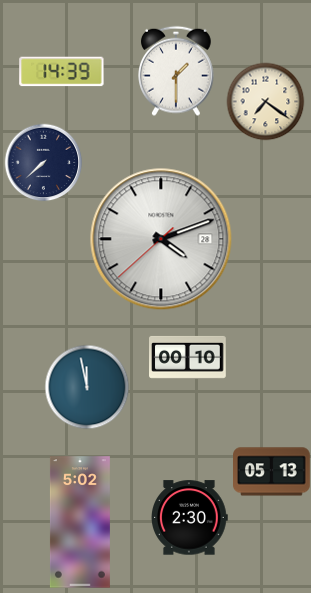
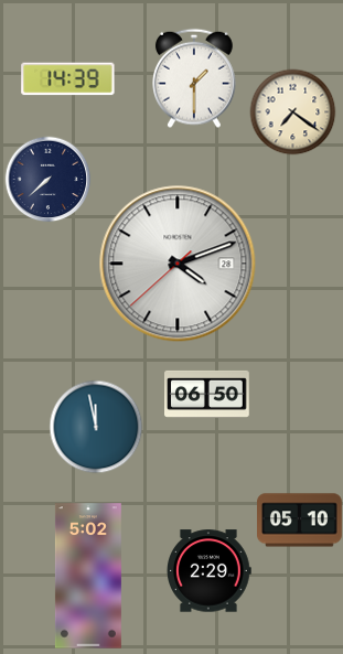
clock at (188, 357): 00:10 -> 06:50
clock at (272, 472): 05:13 -> 05:10
clock at (190, 518): 2:30 -> 2:29
